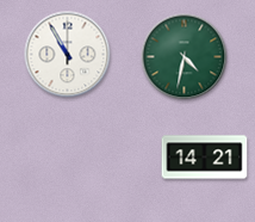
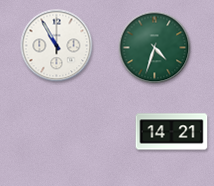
clock at (185, 57): 4:32 -> 4:33
